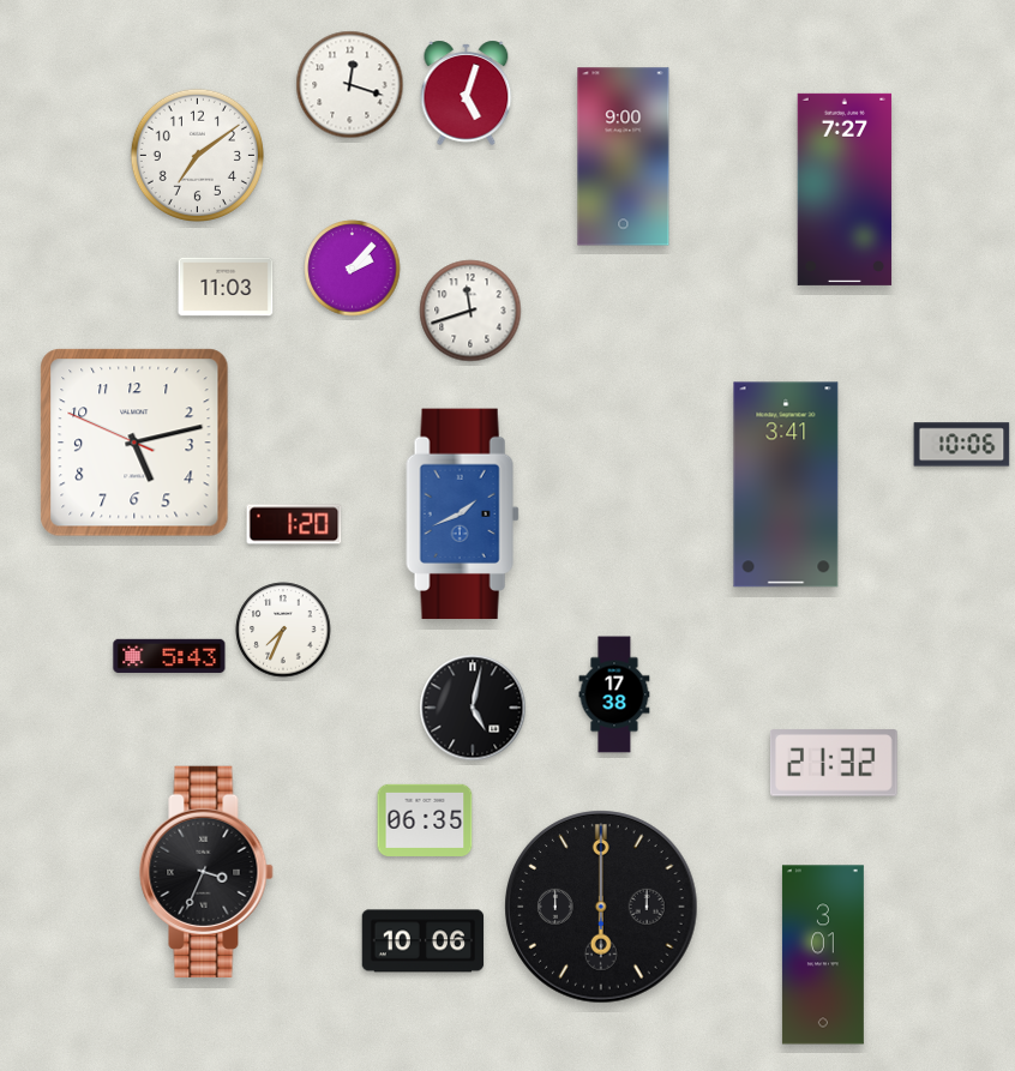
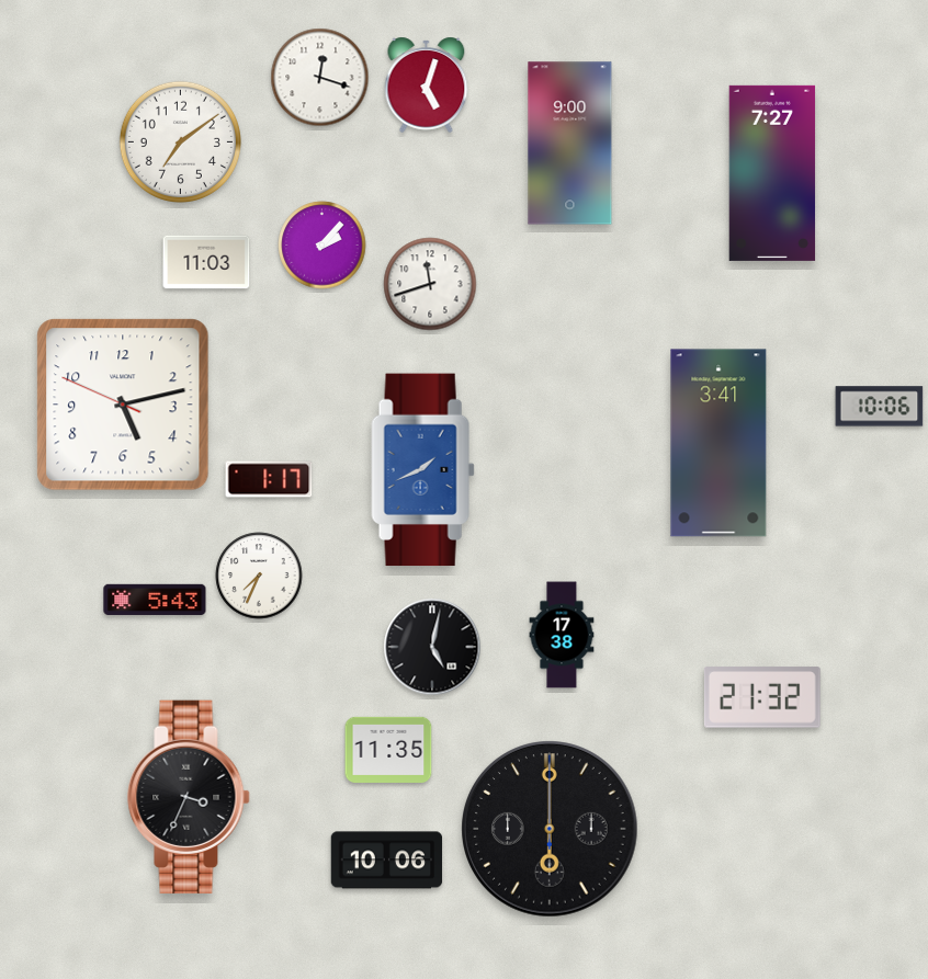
clock at (294, 524): 1:20 -> 1:17
clock at (425, 820): 06:35 -> 11:35
clock at (823, 955): 3:01 -> none
